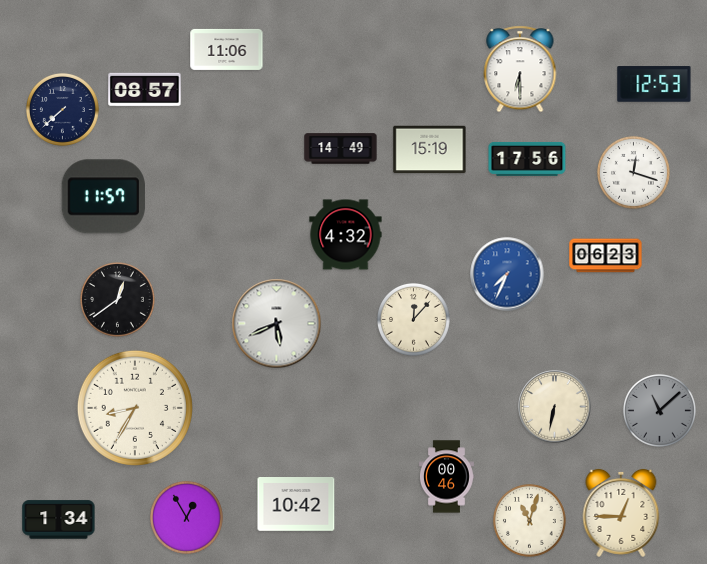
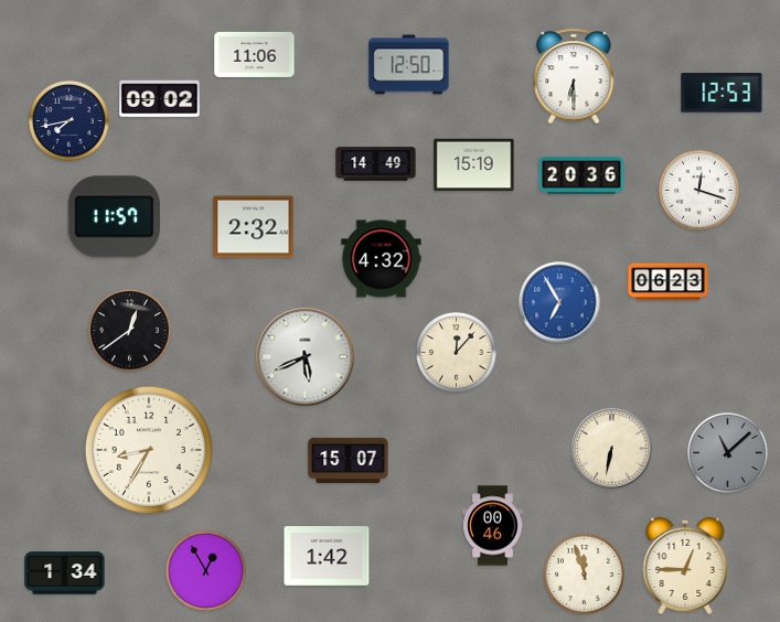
clock at (227, 49) position: (227, 49) -> (255, 54)
clock at (409, 65): none -> 12:50
clock at (145, 90): 08:57 -> 09:02
clock at (62, 109): 7:38 -> 7:43
clock at (527, 159): 17:56 -> 20:36
clock at (254, 227): none -> 2:32
clock at (507, 274): 7:34 -> 6:55
clock at (349, 460): none -> 15:07
clock at (296, 505): 10:42 -> 1:42
clock at (529, 520): 11:03 -> 11:57
